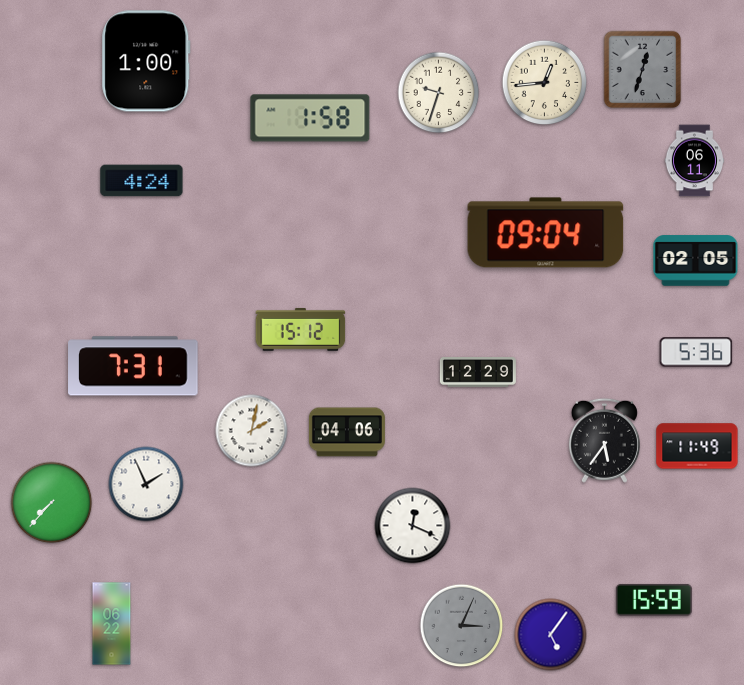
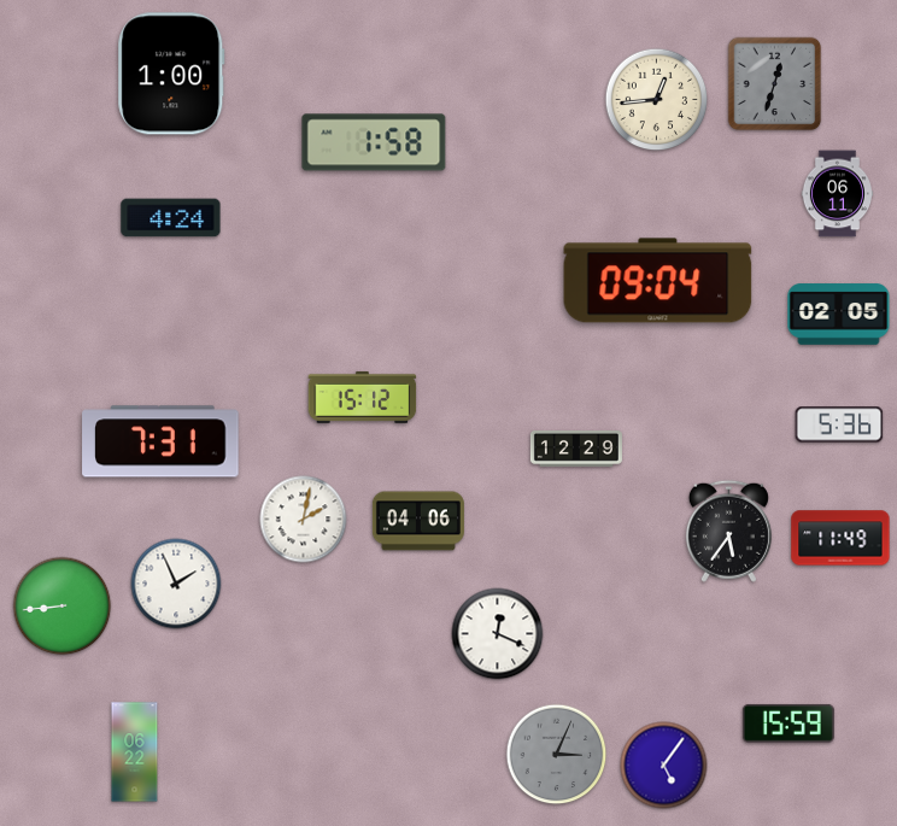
clock at (146, 61) position: (146, 61) -> (171, 74)
clock at (439, 93): 9:33 -> none
clock at (52, 503): 7:37 -> 8:44
